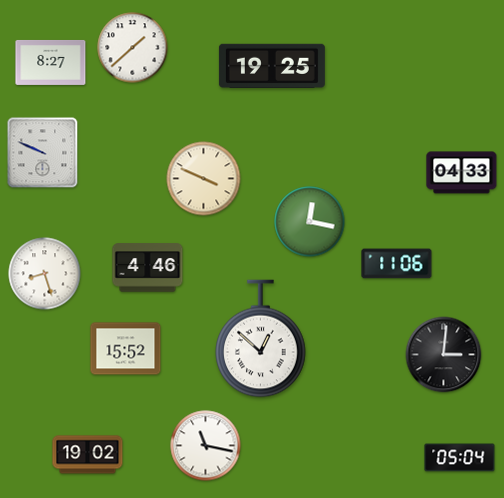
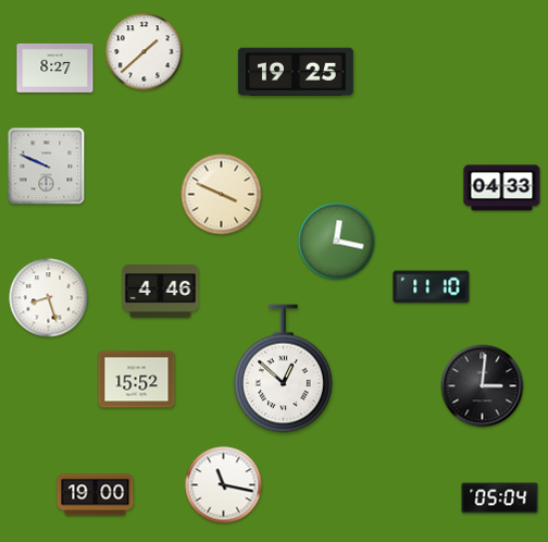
clock at (397, 264): 11:06 -> 11:10
clock at (88, 455): 19:02 -> 19:00
